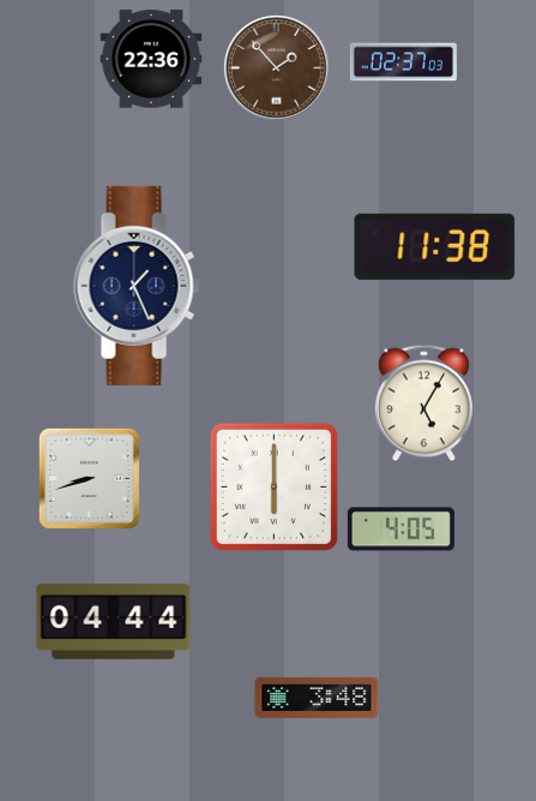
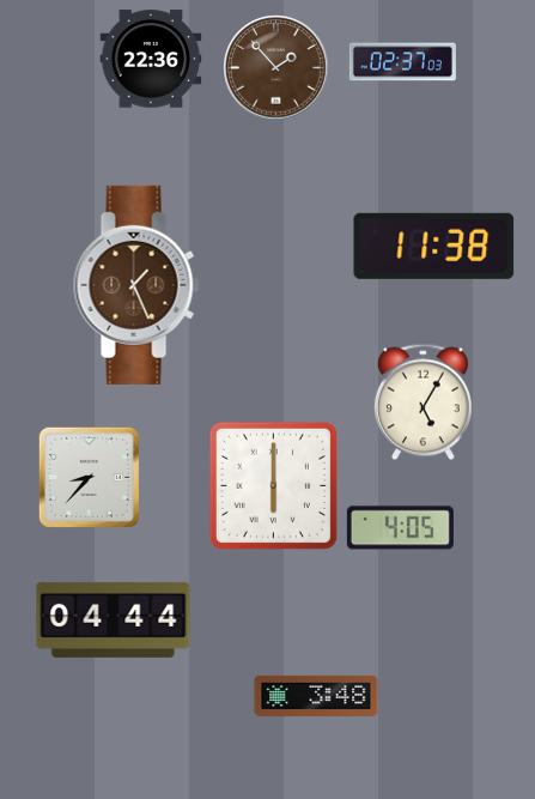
clock at (137, 286) dial: navy -> brown
clock at (89, 478): 8:42 -> 8:37
